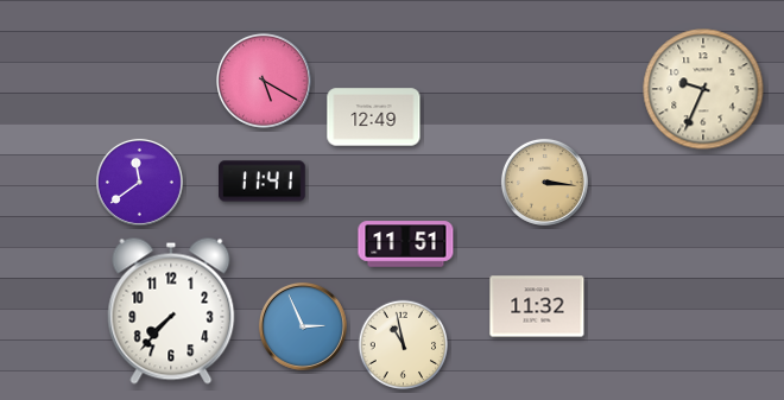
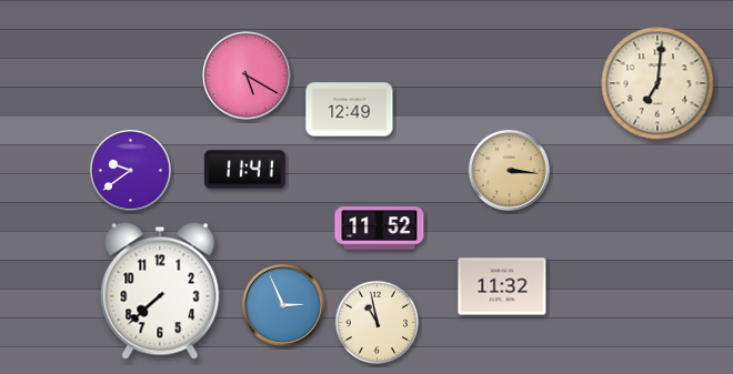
clock at (703, 89): 9:34 -> 7:01
clock at (139, 182): 11:39 -> 9:39
clock at (406, 245): 11:51 -> 11:52
clock at (171, 311): 7:37 -> 7:38
